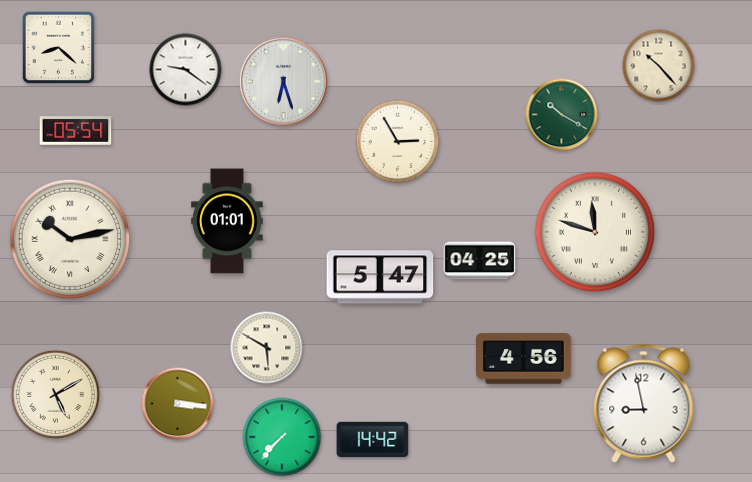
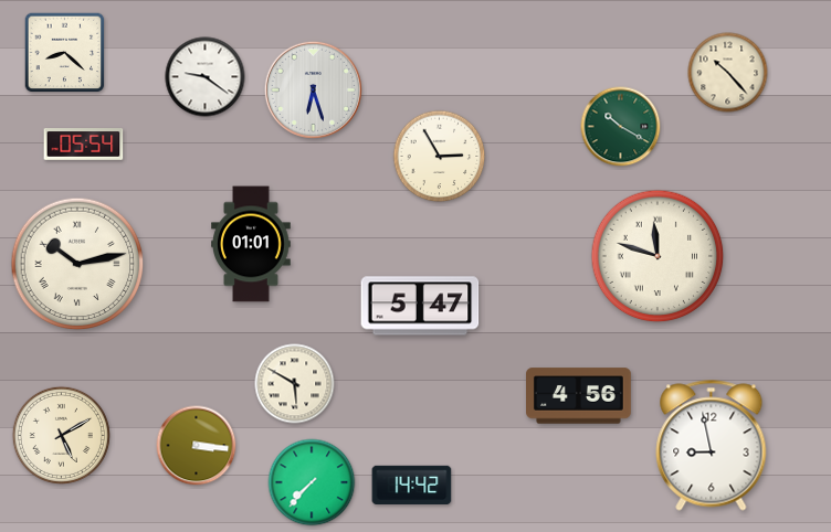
clock at (480, 261): 04:25 -> none
